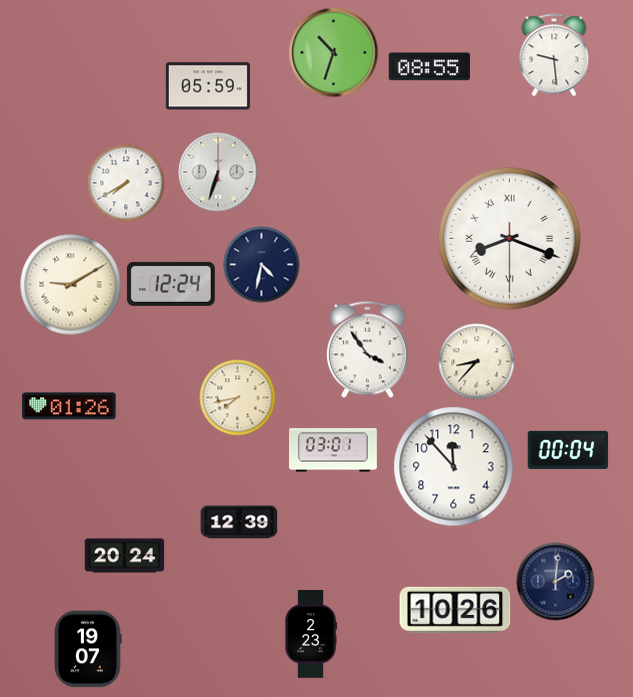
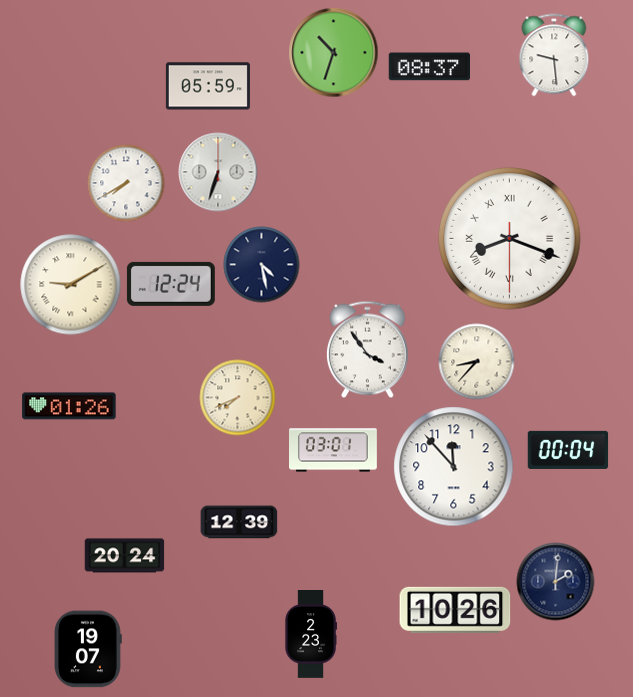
clock at (429, 67): 08:55 -> 08:37
clock at (262, 265): 4:32 -> 4:28
clock at (238, 398): 7:43 -> 7:41
